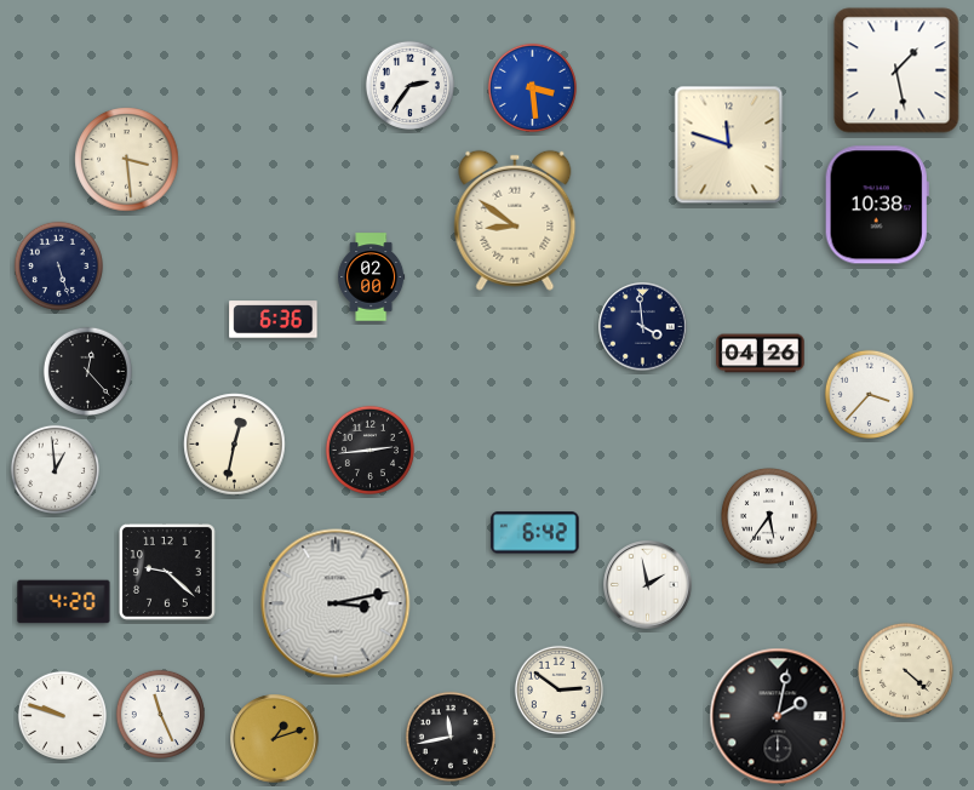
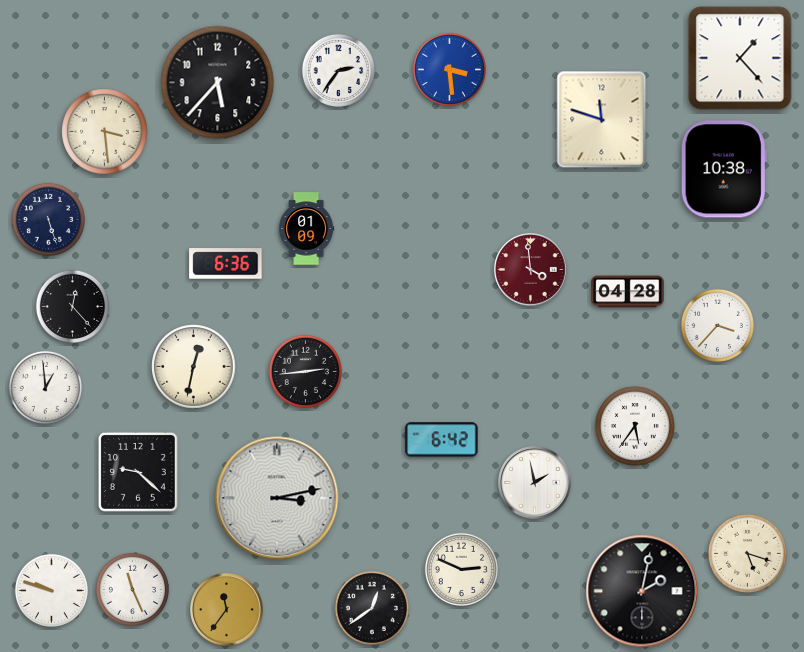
clock at (896, 70): 1:28 -> 1:23
clock at (532, 87) position: (532, 87) -> (449, 69)
clock at (218, 83): none -> 5:37
clock at (515, 221): 8:51 -> none
clock at (372, 277): 02:00 -> 01:09
clock at (643, 327) dial: navy -> burgundy
clock at (761, 354): 04:26 -> 04:28
clock at (64, 602): 4:20 -> none
clock at (905, 670): 4:22 -> 5:18
clock at (558, 689): 2:51 -> 2:49
clock at (451, 737): 11:43 -> 12:39
clock at (275, 739): 1:12 -> 11:36
